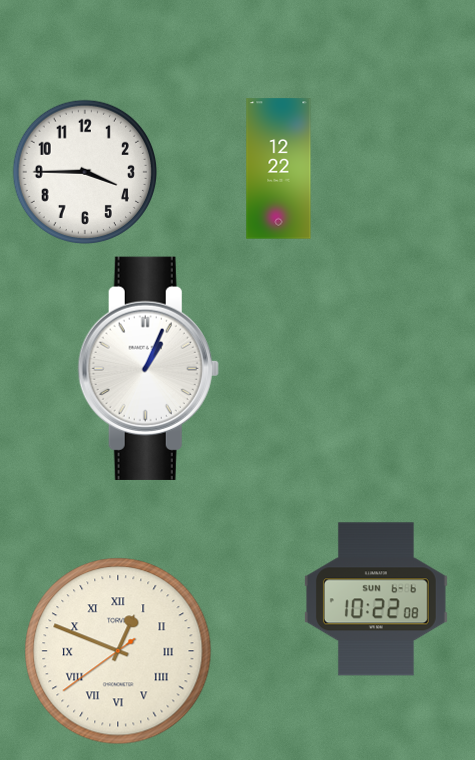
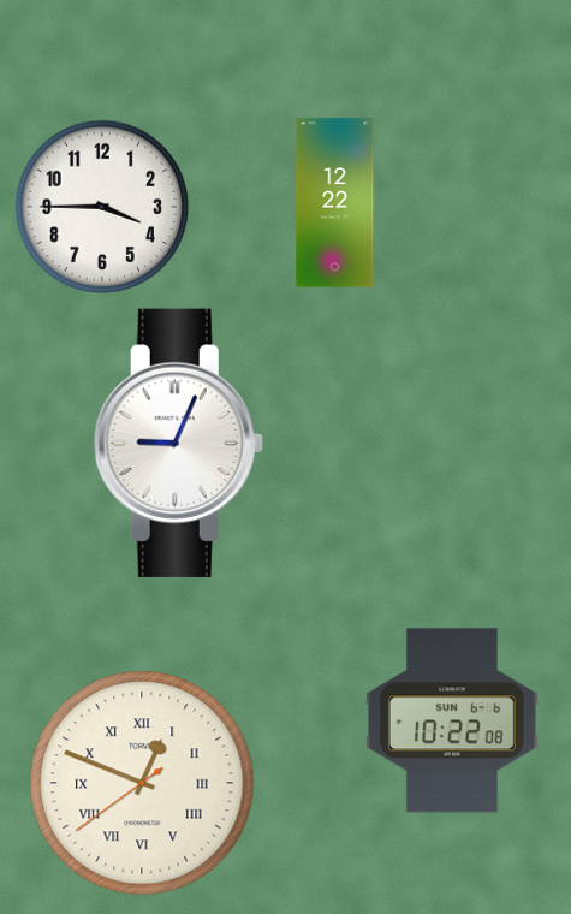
clock at (148, 368): 1:04 -> 9:04
